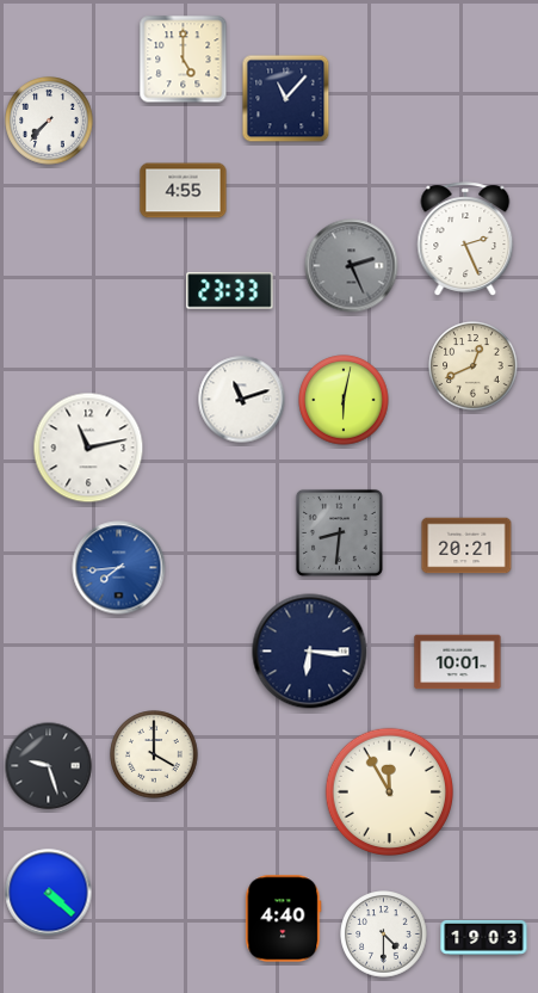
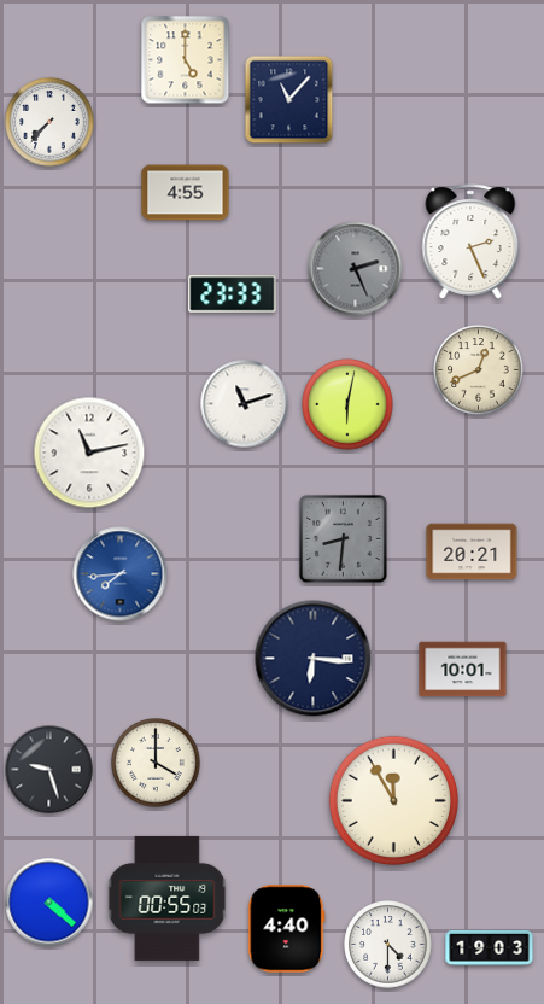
clock at (49, 766) position: (49, 766) -> (49, 770)
clock at (168, 898): none -> 00:55
